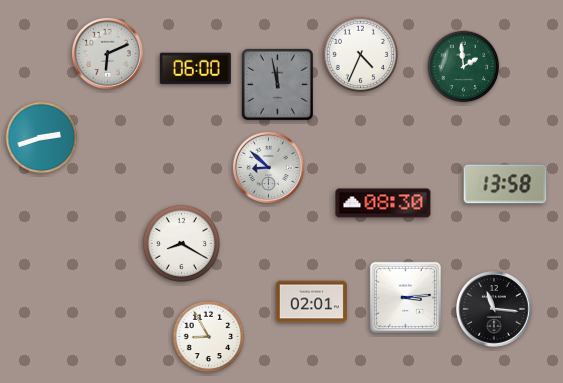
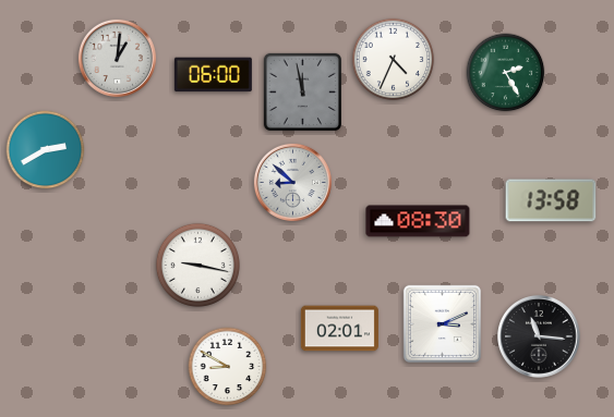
clock at (107, 53): 6:11 -> 1:01
clock at (464, 67): 1:59 -> 2:25
clock at (42, 138): 2:42 -> 2:40
clock at (181, 243): 8:20 -> 9:17
clock at (405, 297): 3:14 -> 3:11
clock at (209, 337): 8:55 -> 8:50
